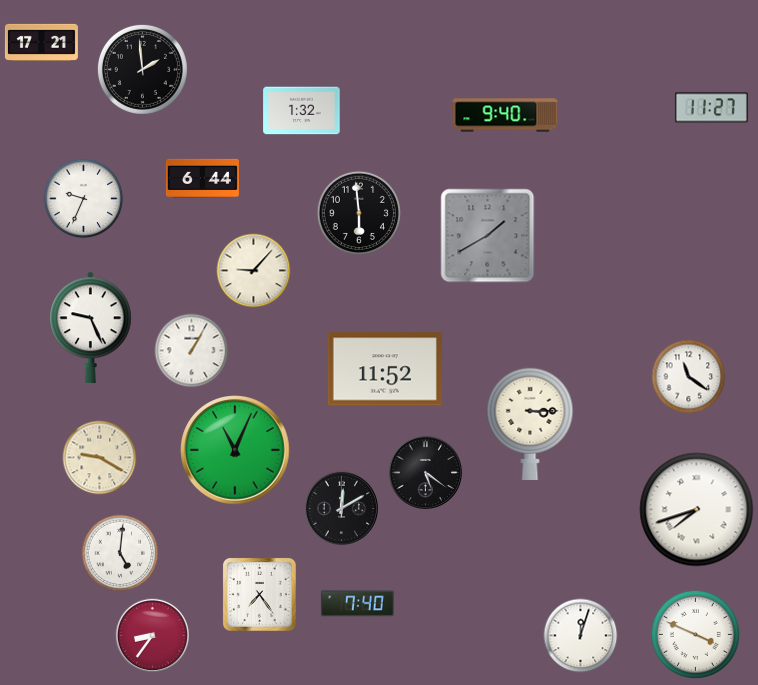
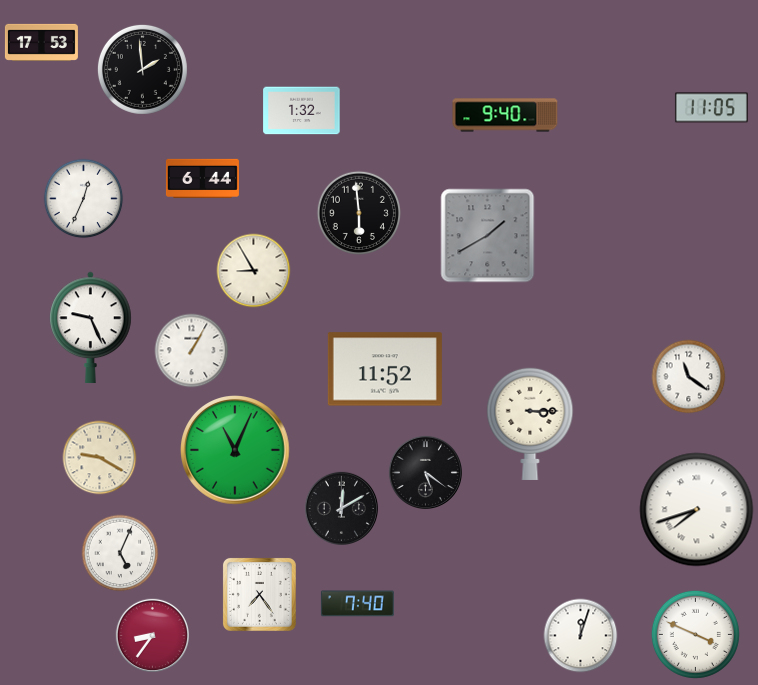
clock at (41, 42): 17:21 -> 17:53
clock at (711, 108): 11:27 -> 11:05
clock at (84, 199): 9:34 -> 12:34
clock at (254, 271): 9:07 -> 8:55
clock at (120, 553): 5:01 -> 5:04
